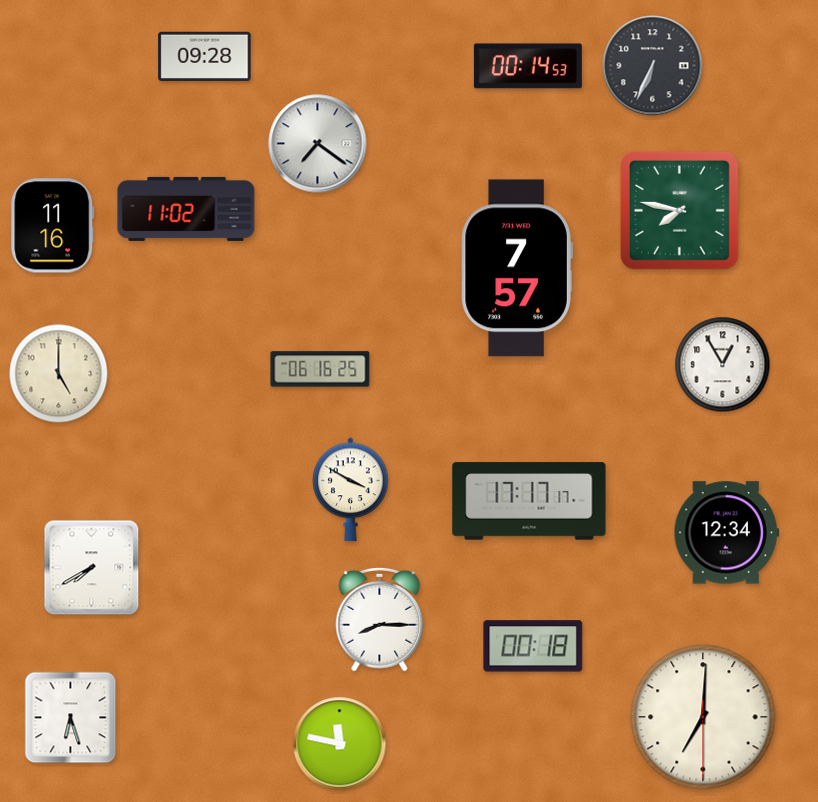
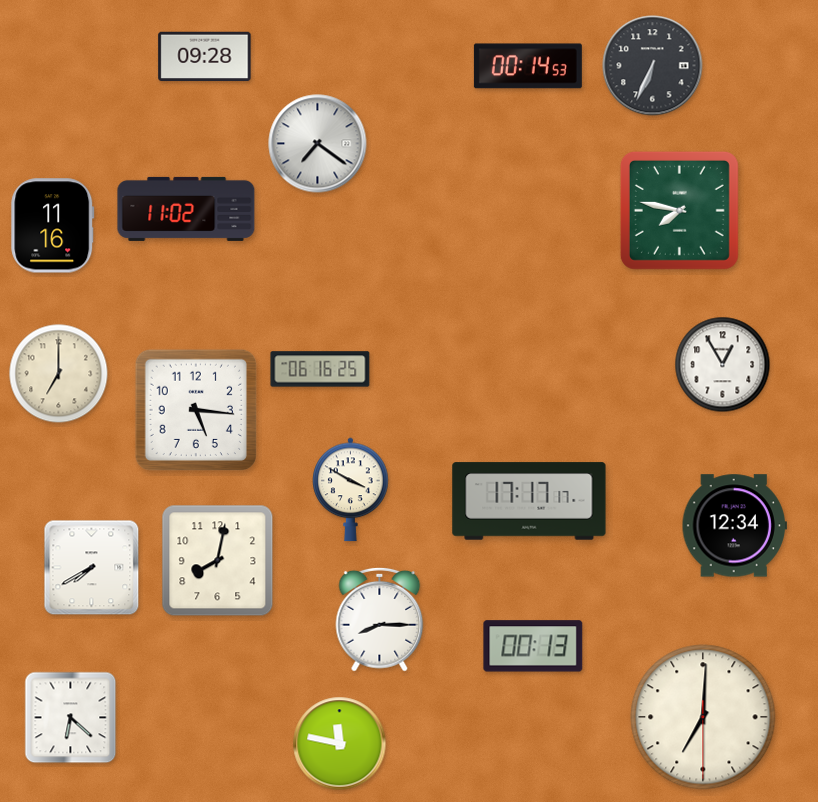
clock at (517, 268): 7:57 -> none
clock at (59, 374): 5:00 -> 7:00
clock at (196, 410): none -> 5:16
clock at (726, 533) position: (726, 533) -> (734, 526)
clock at (218, 561): none -> 8:02
clock at (533, 646): 00:18 -> 00:13
clock at (71, 718): 6:27 -> 6:22
